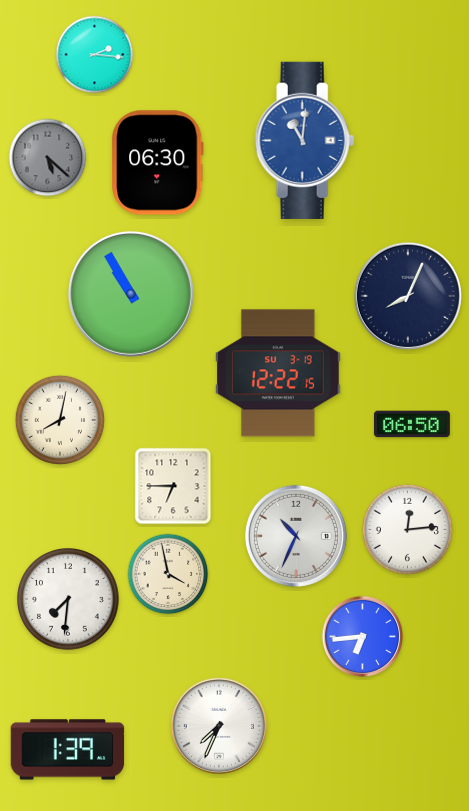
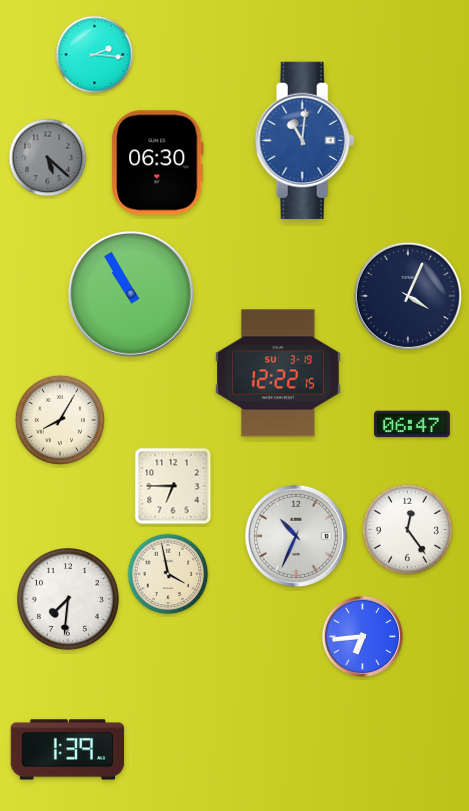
clock at (408, 296): 8:04 -> 4:04
clock at (59, 419): 8:02 -> 8:05
clock at (412, 424): 06:50 -> 06:47
clock at (407, 529): 12:14 -> 12:24
clock at (219, 726): 7:34 -> none
